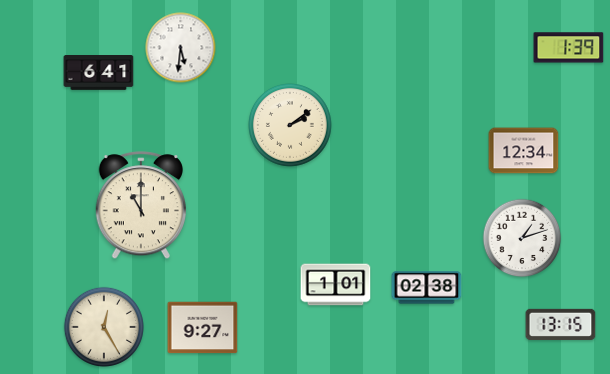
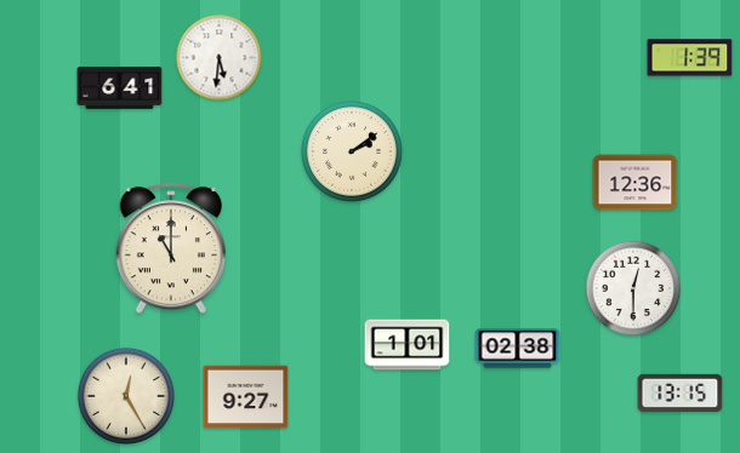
clock at (524, 151): 12:34 -> 12:36
clock at (522, 238): 1:12 -> 12:30
